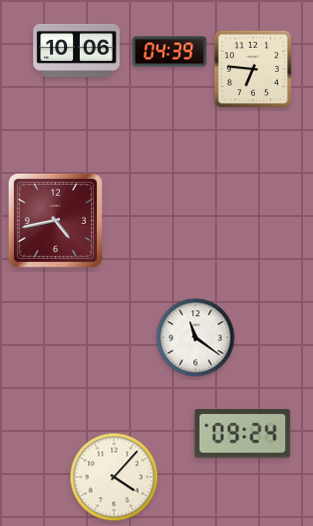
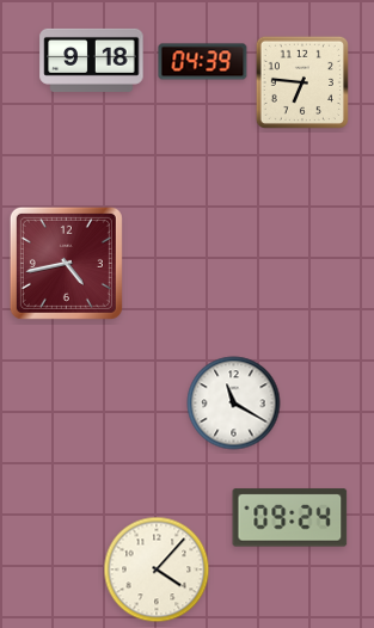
clock at (77, 50): 10:06 -> 9:18
clock at (196, 338): 11:21 -> 11:20
clock at (114, 477) position: (114, 477) -> (157, 569)
